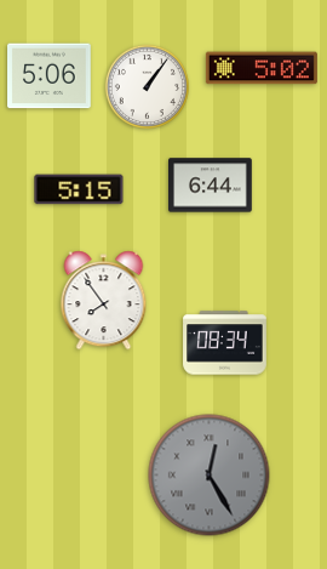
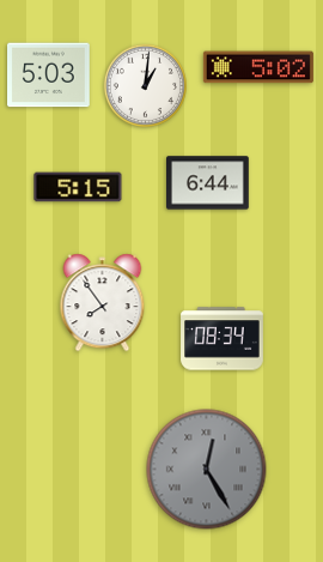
clock at (50, 76): 5:06 -> 5:03
clock at (147, 86): 1:06 -> 1:01
clock at (104, 301) position: (104, 301) -> (103, 303)
